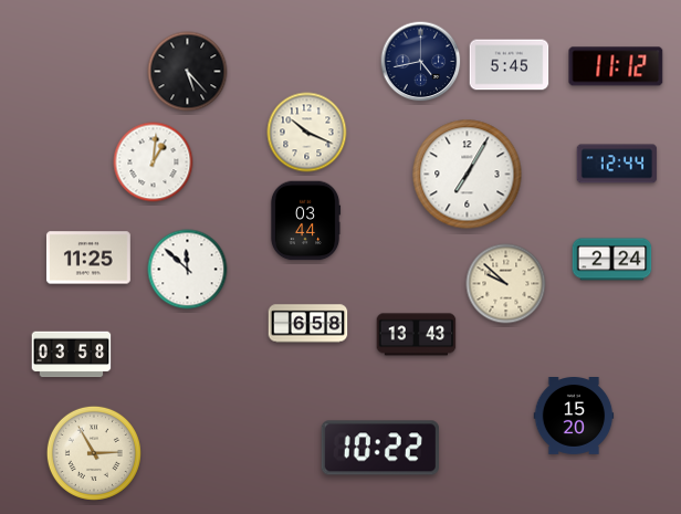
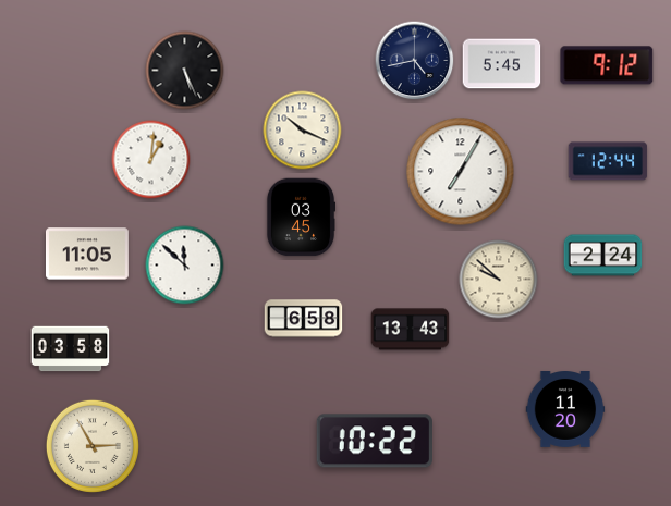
clock at (616, 66): 11:12 -> 9:12
clock at (188, 72): 5:23 -> 5:26
clock at (305, 221): 03:44 -> 03:45
clock at (88, 258): 11:25 -> 11:05
clock at (574, 417): 15:20 -> 11:20
